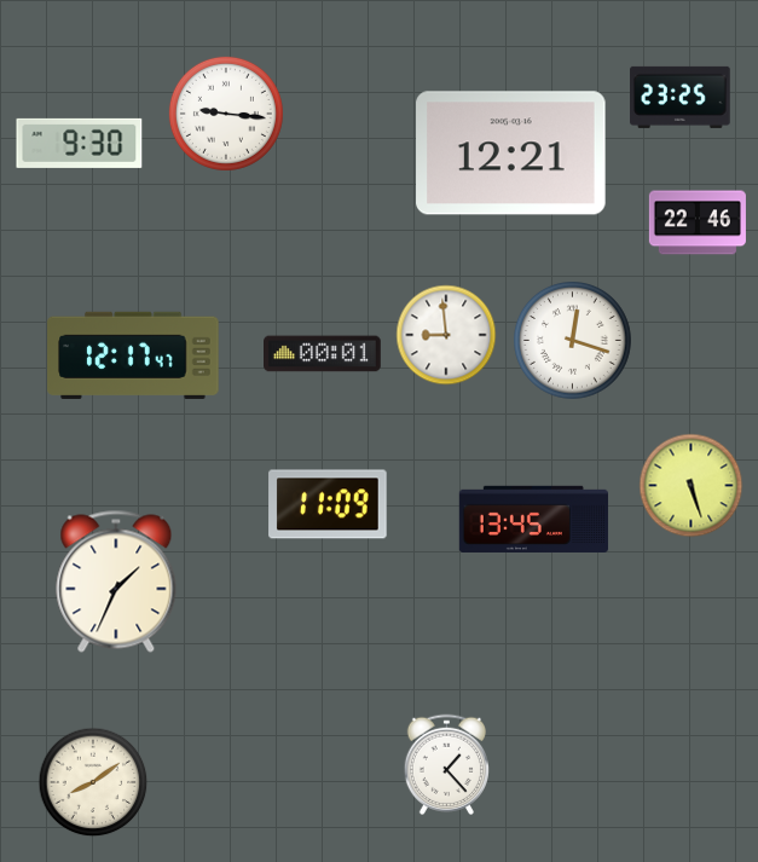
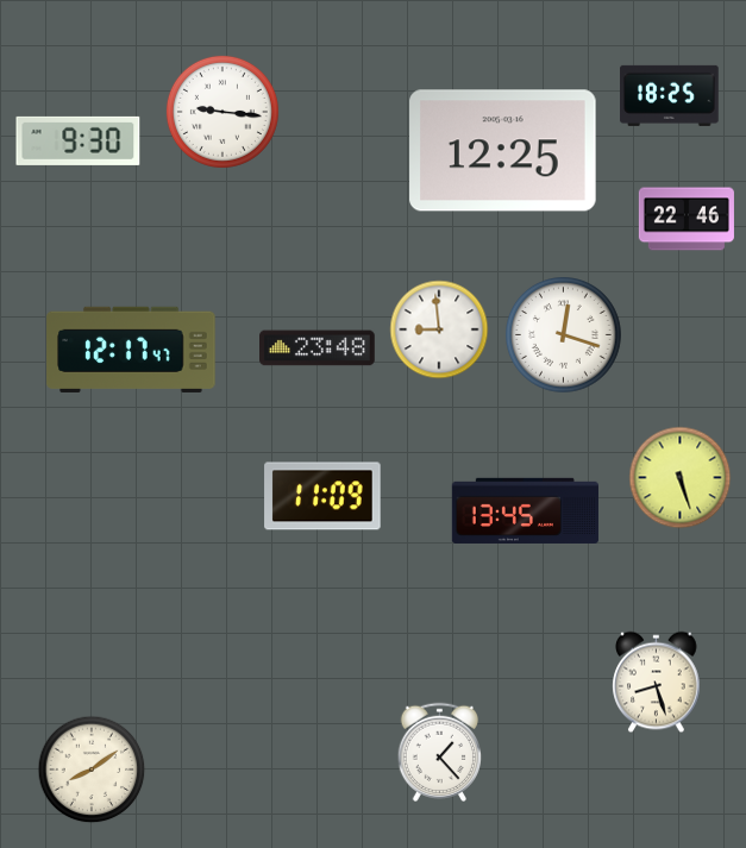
clock at (681, 97): 23:25 -> 18:25
clock at (511, 154): 12:21 -> 12:25
clock at (323, 354): 00:01 -> 23:48
clock at (116, 582): 1:34 -> none
clock at (657, 683): none -> 8:27
